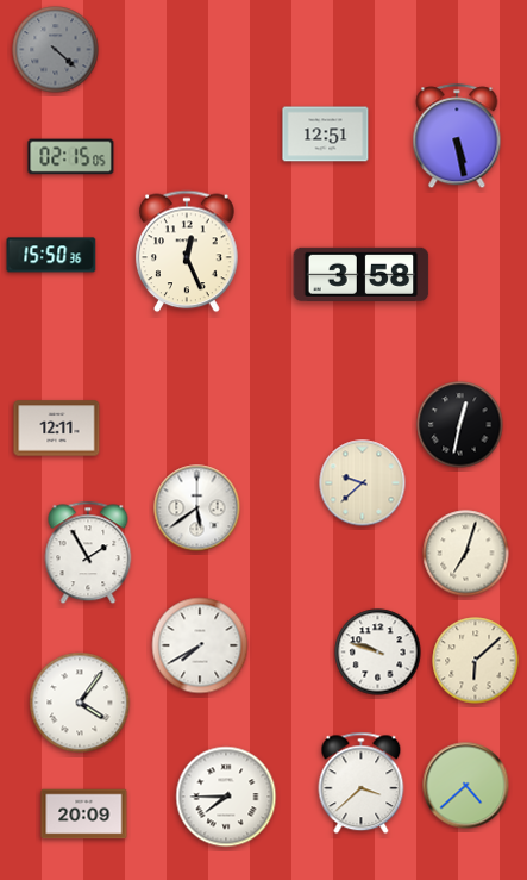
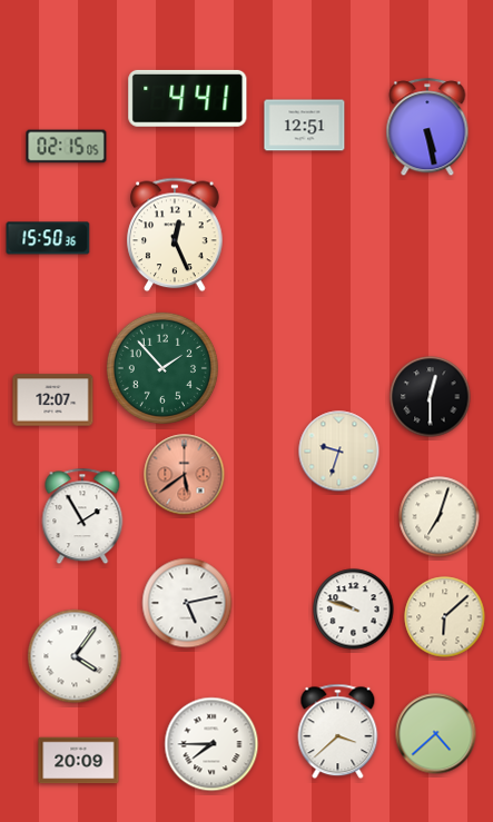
clock at (56, 50): 4:22 -> none
clock at (188, 98): none -> 4:41
clock at (362, 274): 3:58 -> none
clock at (162, 368): none -> 1:53
clock at (460, 425): 12:32 -> 12:30
clock at (57, 429): 12:11 -> 12:07
clock at (363, 483): 9:38 -> 9:33
clock at (197, 508) dial: white -> salmon
clock at (466, 554) position: (466, 554) -> (440, 517)
clock at (200, 645): 7:40 -> 5:13
